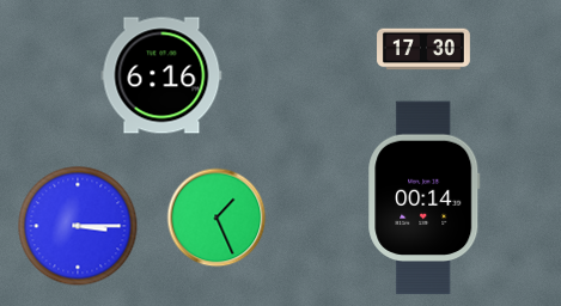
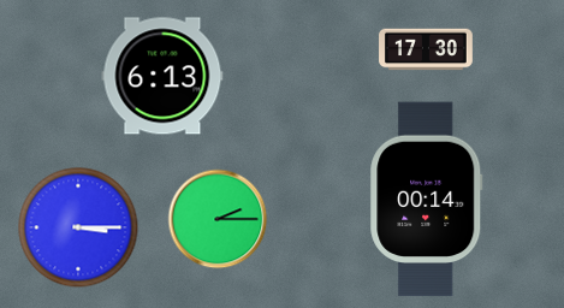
clock at (161, 75): 6:16 -> 6:13
clock at (217, 218): 1:26 -> 2:15
